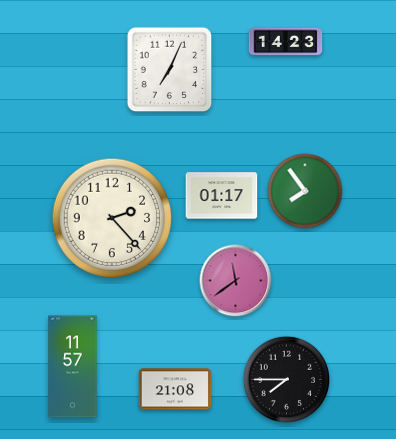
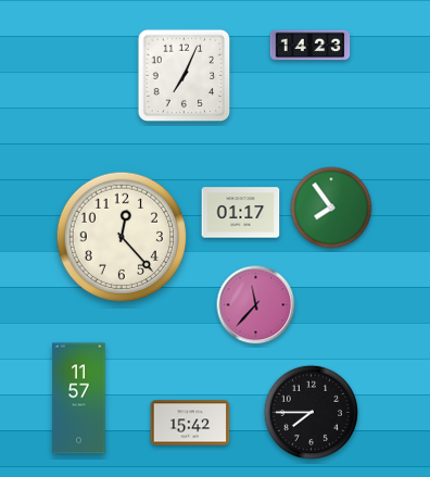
clock at (112, 218): 2:23 -> 12:23
clock at (236, 281): 11:39 -> 11:37
clock at (175, 389): 21:08 -> 15:42
